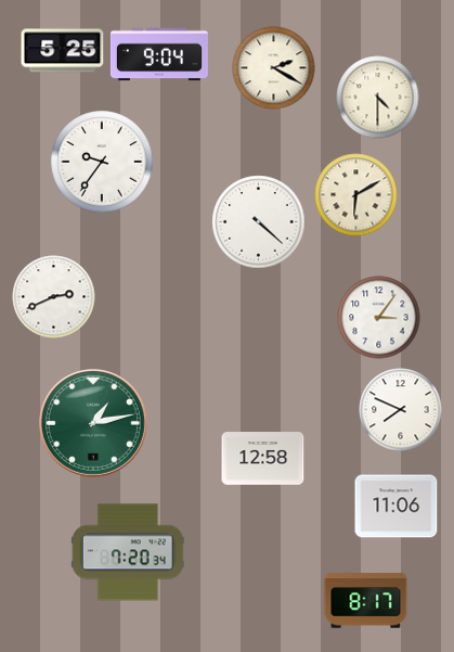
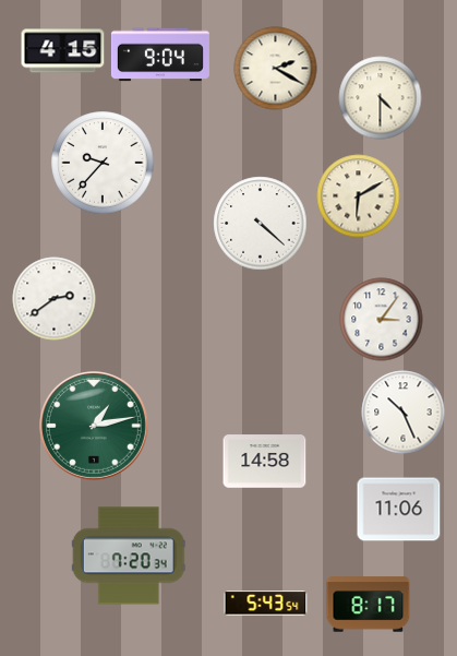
clock at (63, 51): 5:25 -> 4:15
clock at (102, 162): 9:36 -> 9:37
clock at (54, 297): 2:41 -> 2:39
clock at (401, 410): 7:49 -> 10:26
clock at (263, 459): 12:58 -> 14:58
clock at (266, 604): none -> 5:43
